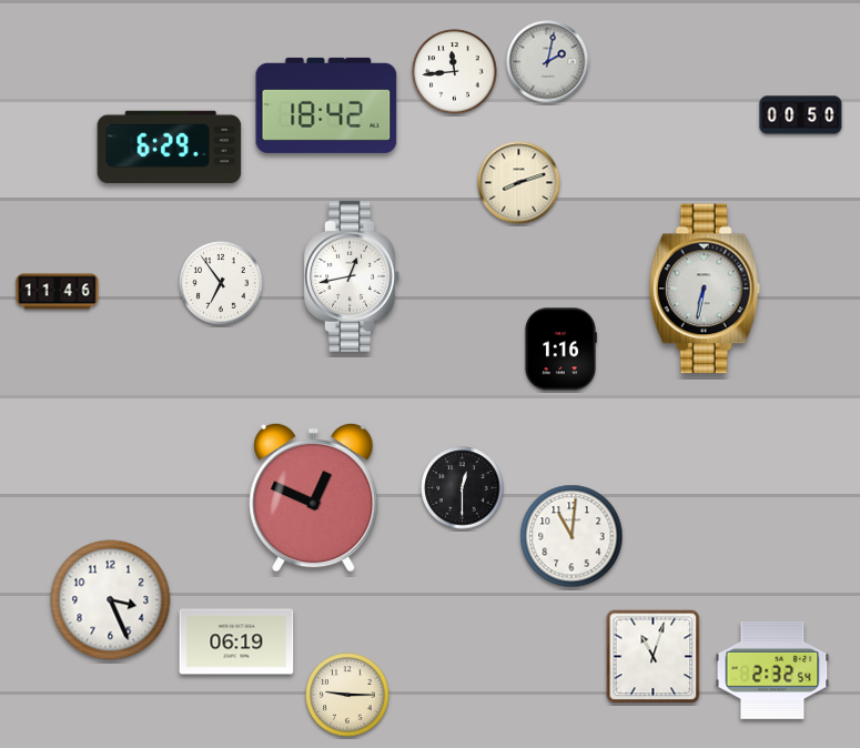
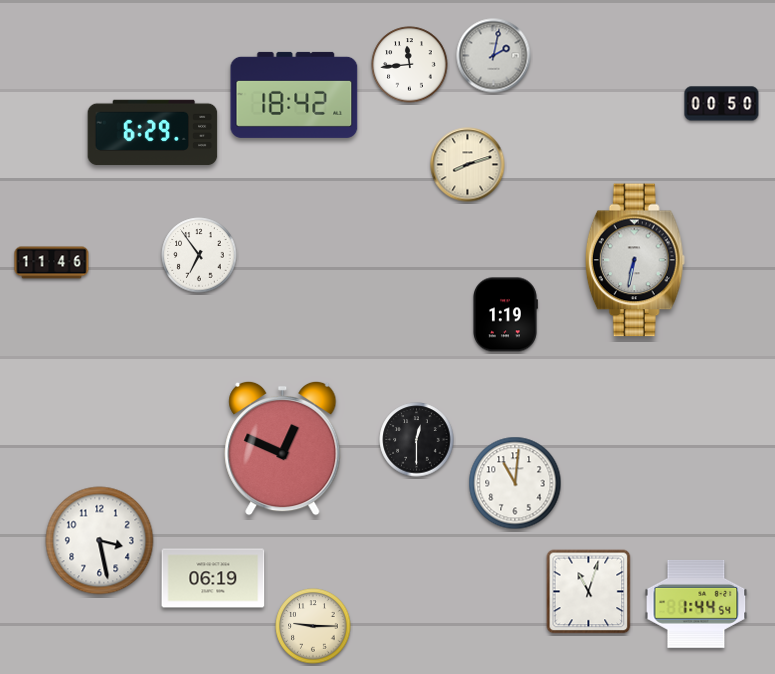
clock at (352, 276): 12:43 -> none
clock at (561, 350): 1:16 -> 1:19
clock at (111, 600): 3:26 -> 3:28
clock at (772, 670): 2:32 -> 1:44
